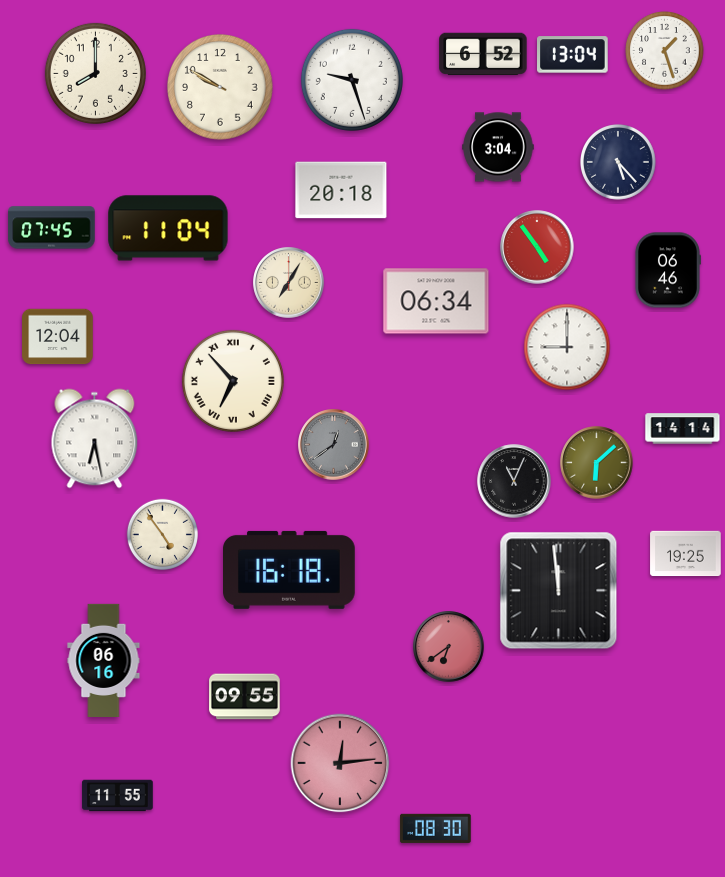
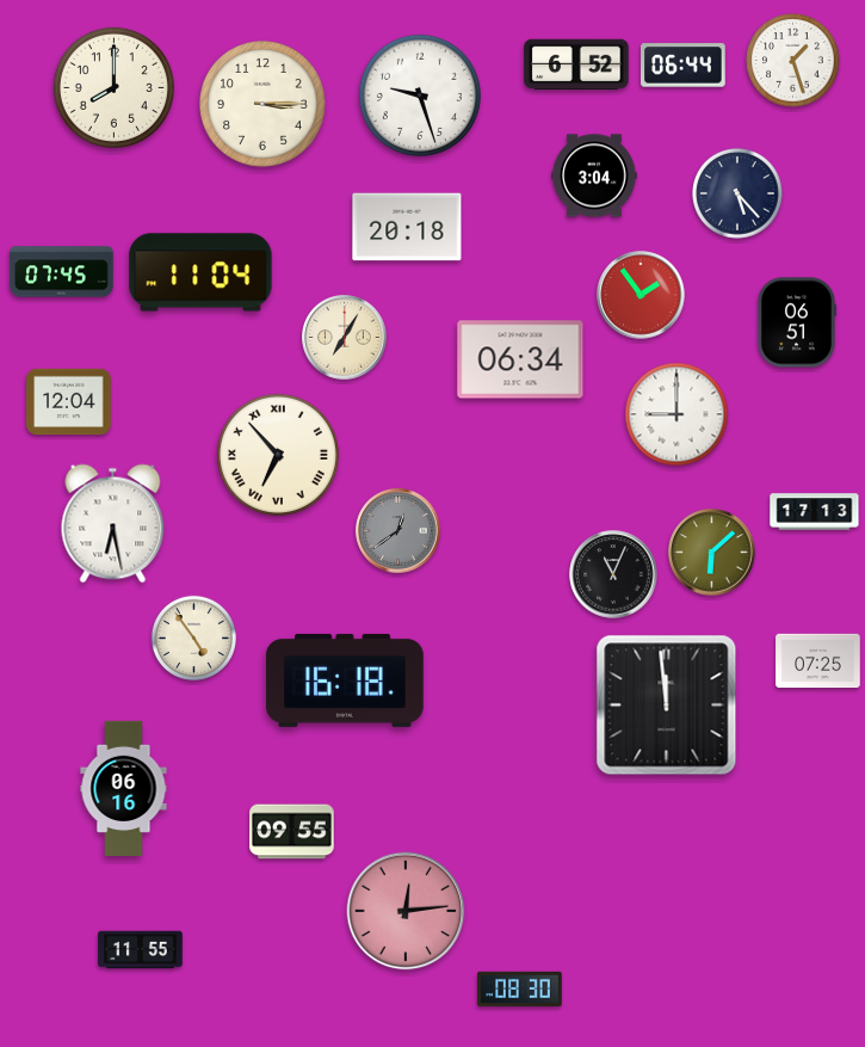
clock at (573, 55): 13:04 -> 06:44
clock at (221, 88): 9:50 -> 3:15
clock at (537, 247): 4:54 -> 1:54
clock at (667, 270): 06:46 -> 06:51
clock at (683, 429): 14:14 -> 17:13
clock at (686, 554): 19:25 -> 07:25
clock at (449, 647): 6:39 -> none
